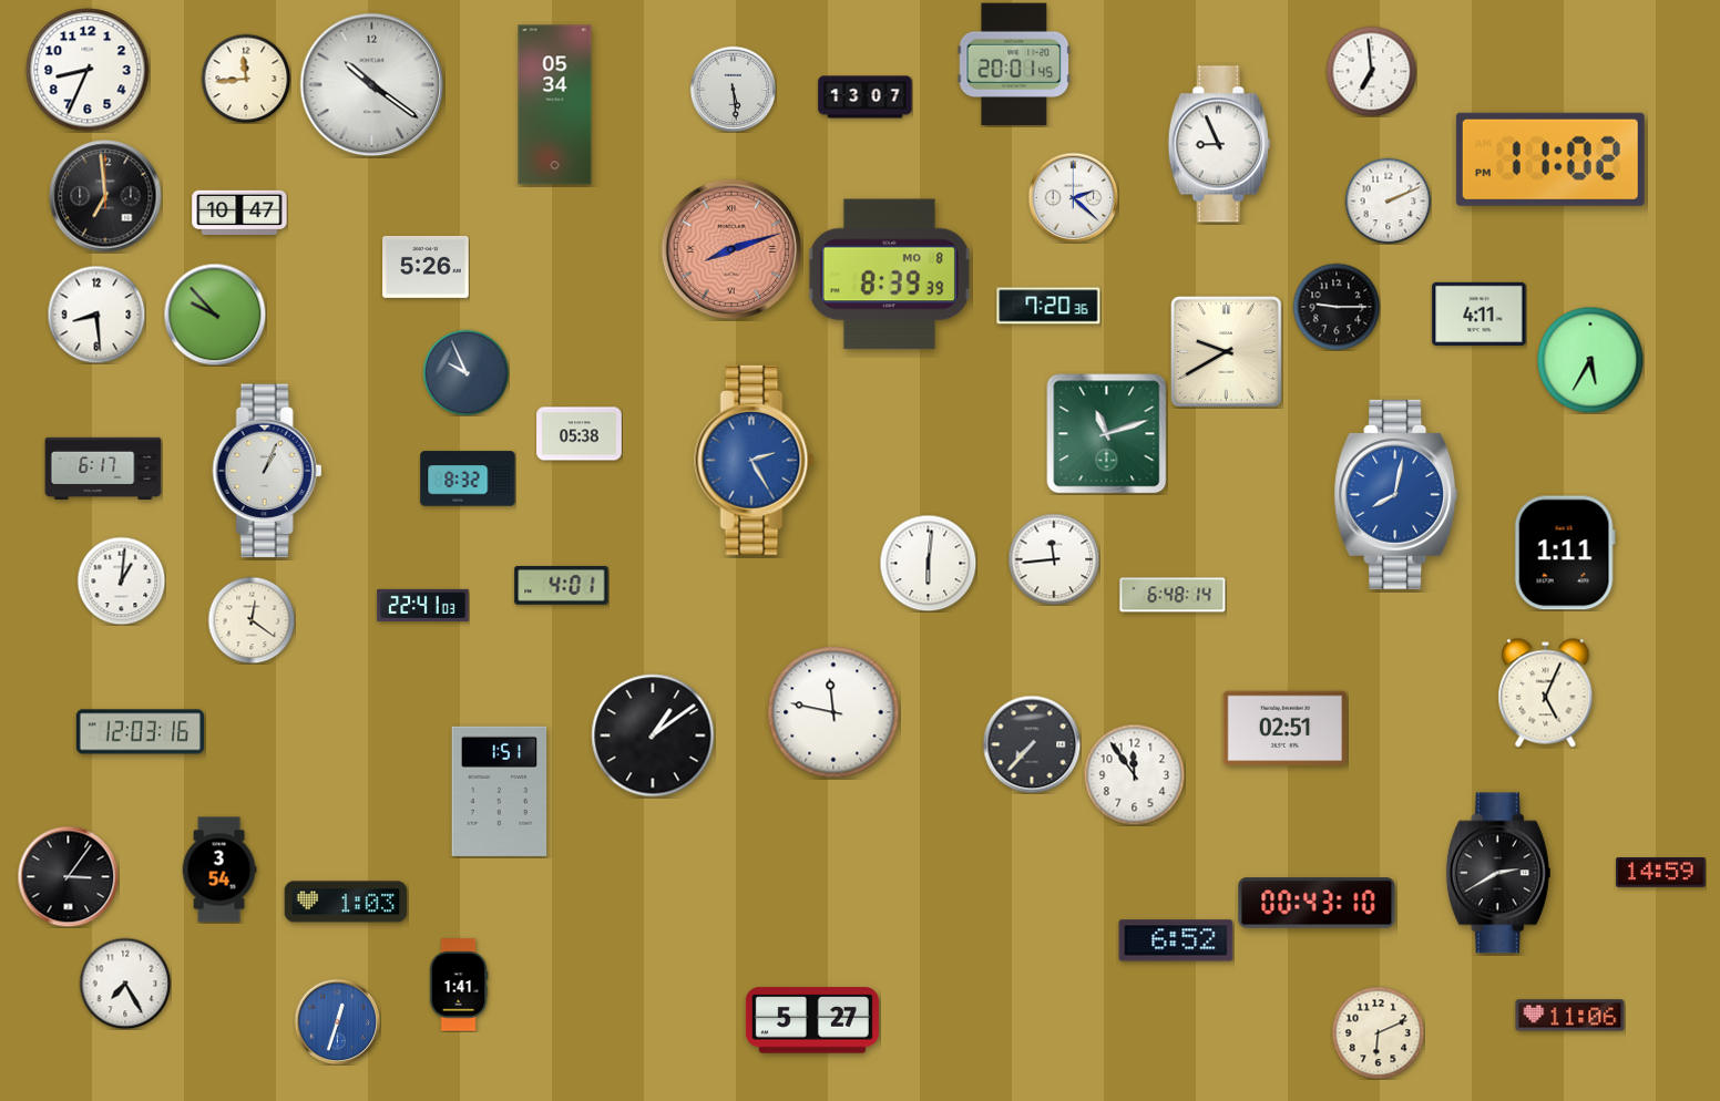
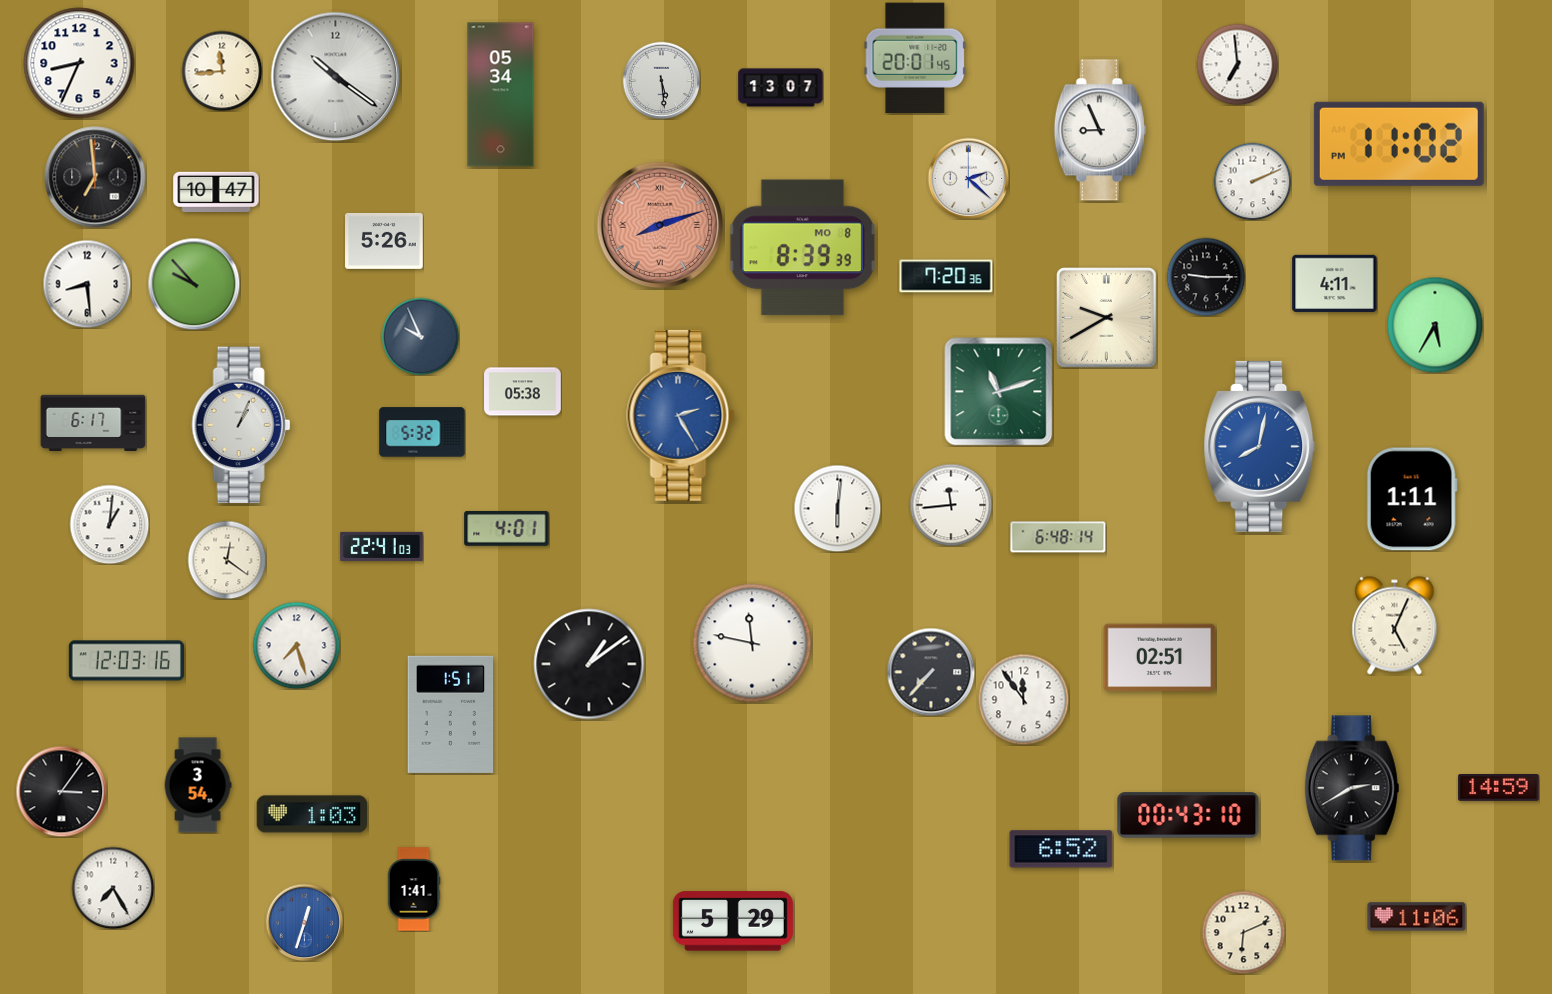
clock at (468, 479): 8:32 -> 5:32
clock at (296, 645): none -> 7:27
clock at (812, 1020): 5:27 -> 5:29
